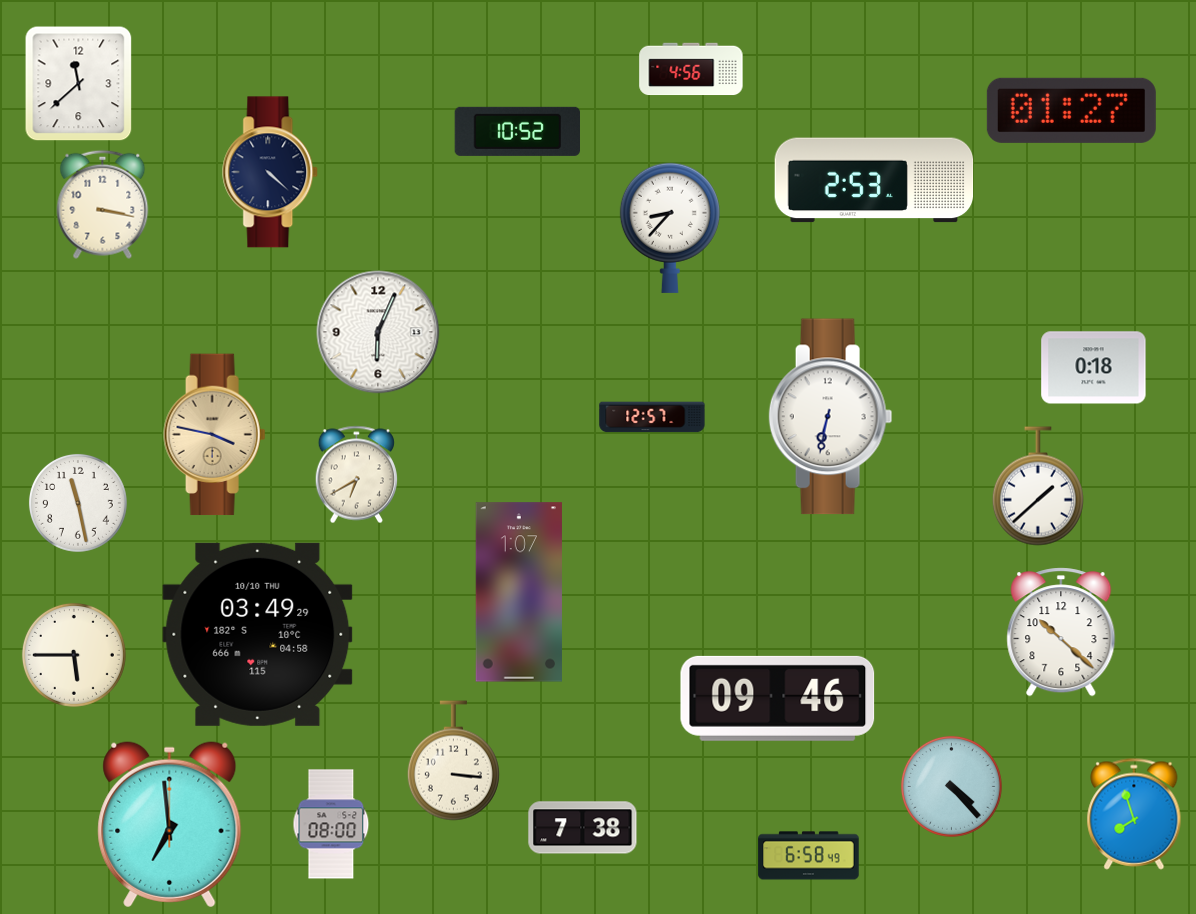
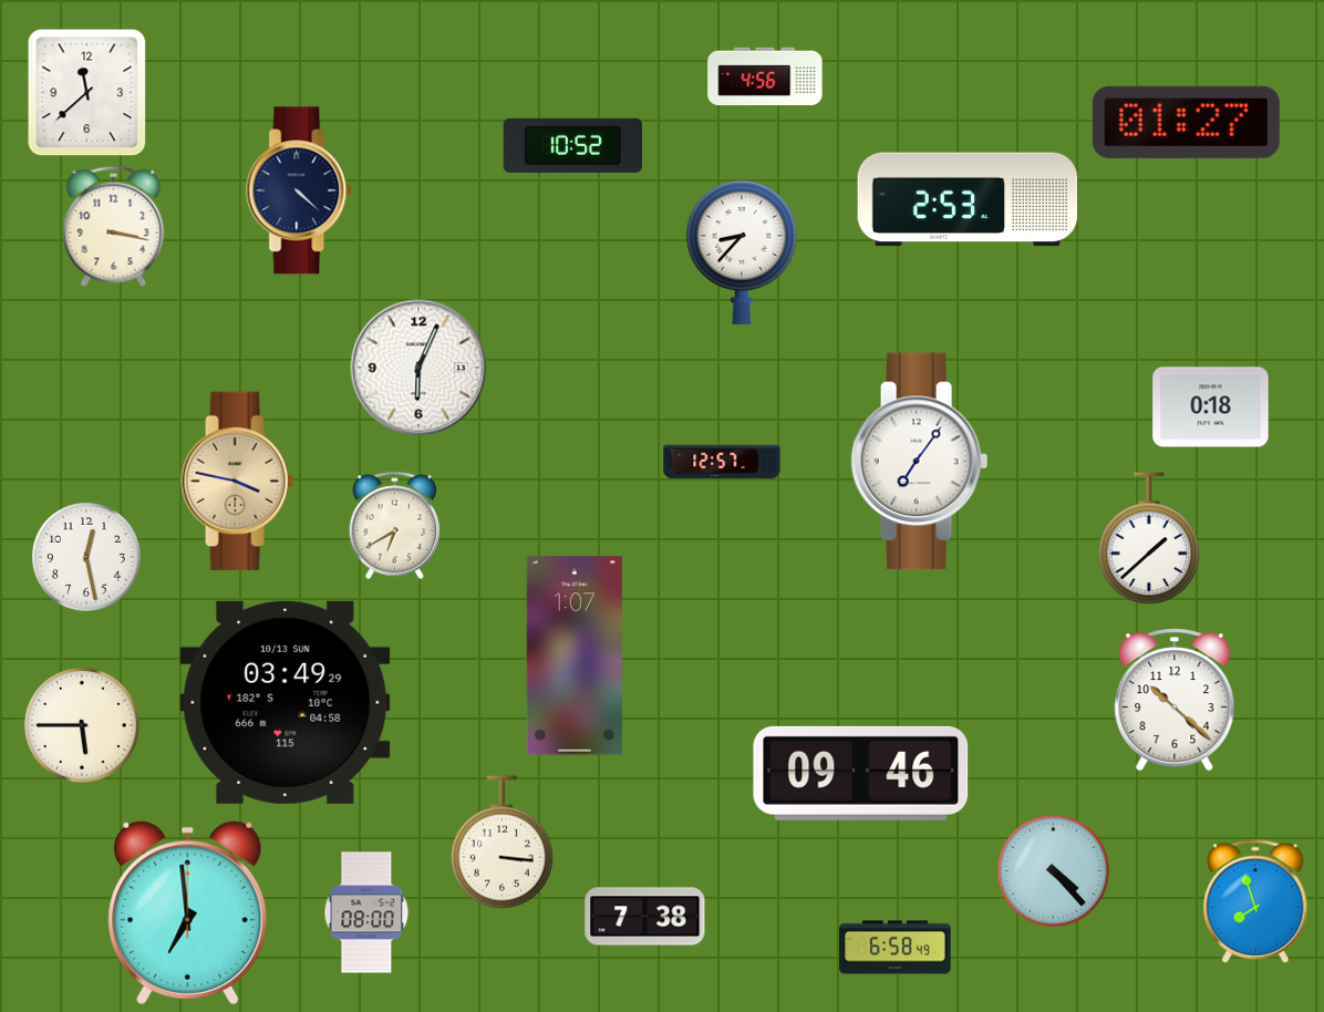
clock at (831, 417): 6:32 -> 7:06
clock at (78, 503): 11:28 -> 12:28
clock at (258, 634) date: 10/10 THU -> 10/13 SUN
